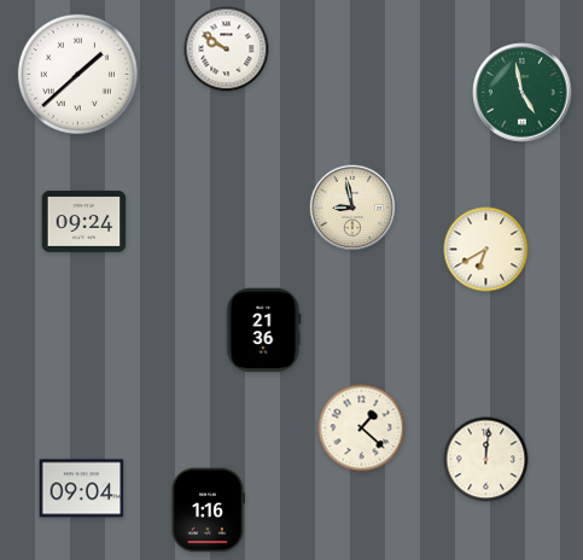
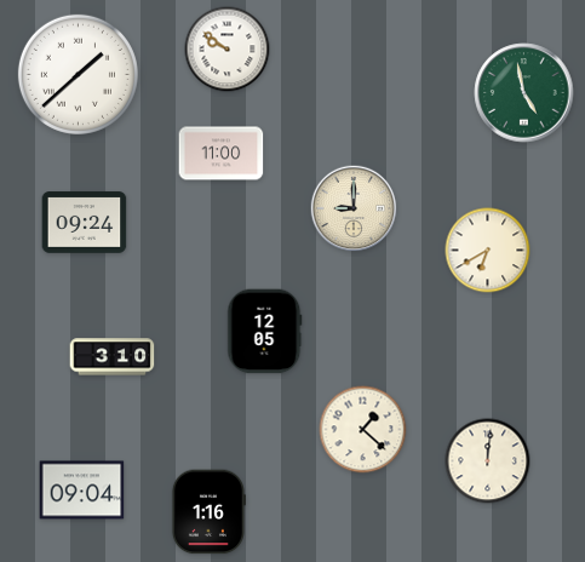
clock at (222, 154): none -> 11:00
clock at (352, 208): 8:58 -> 9:00
clock at (264, 331): 21:36 -> 12:05
clock at (113, 357): none -> 3:10
